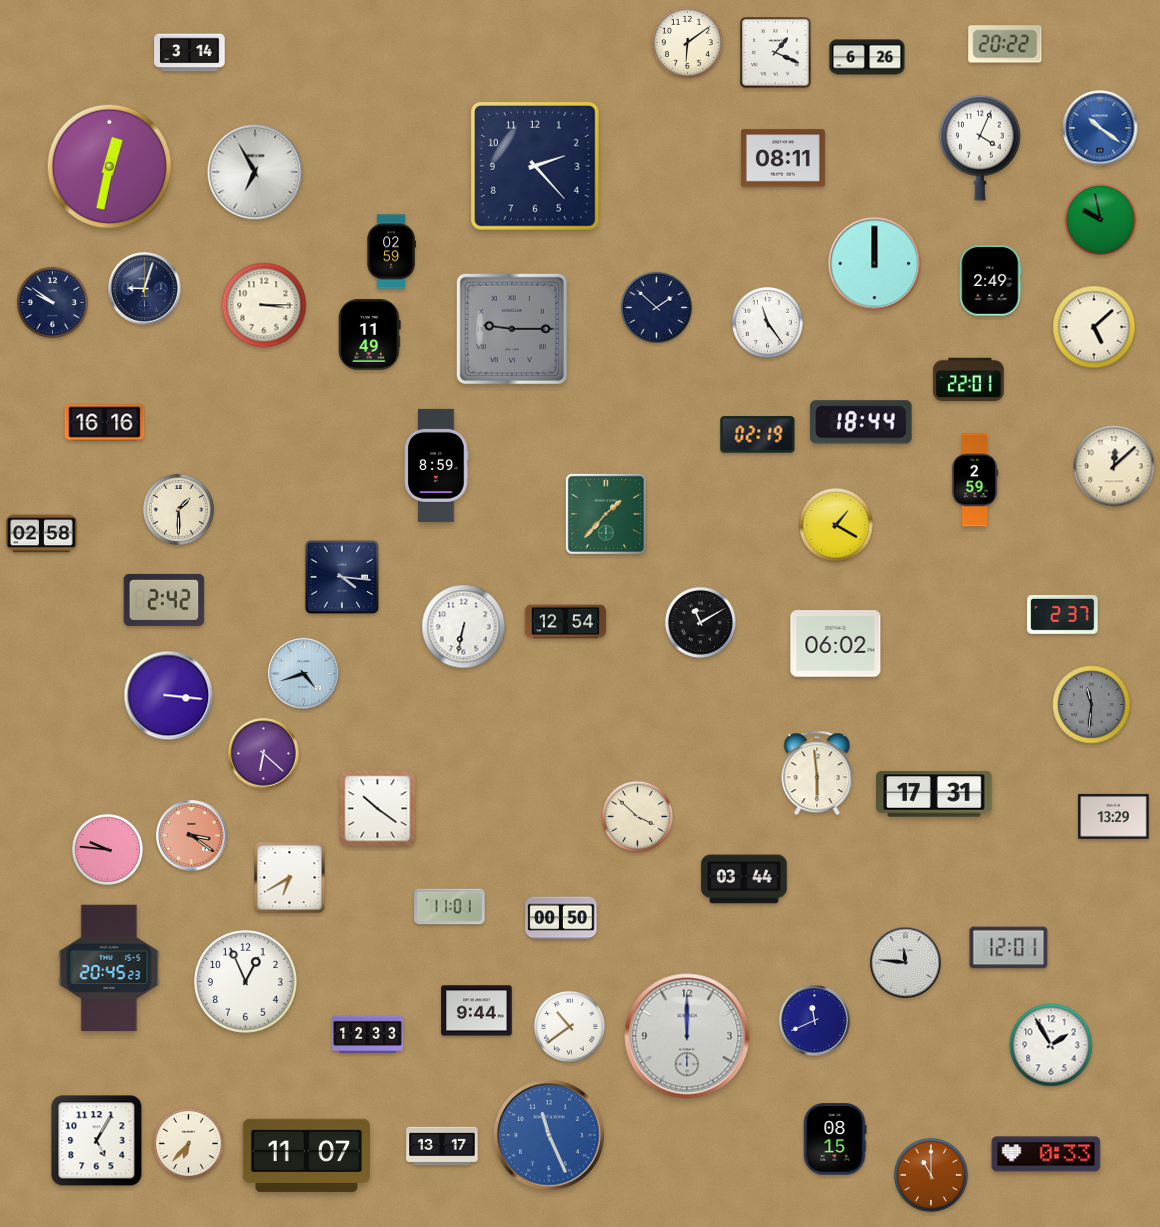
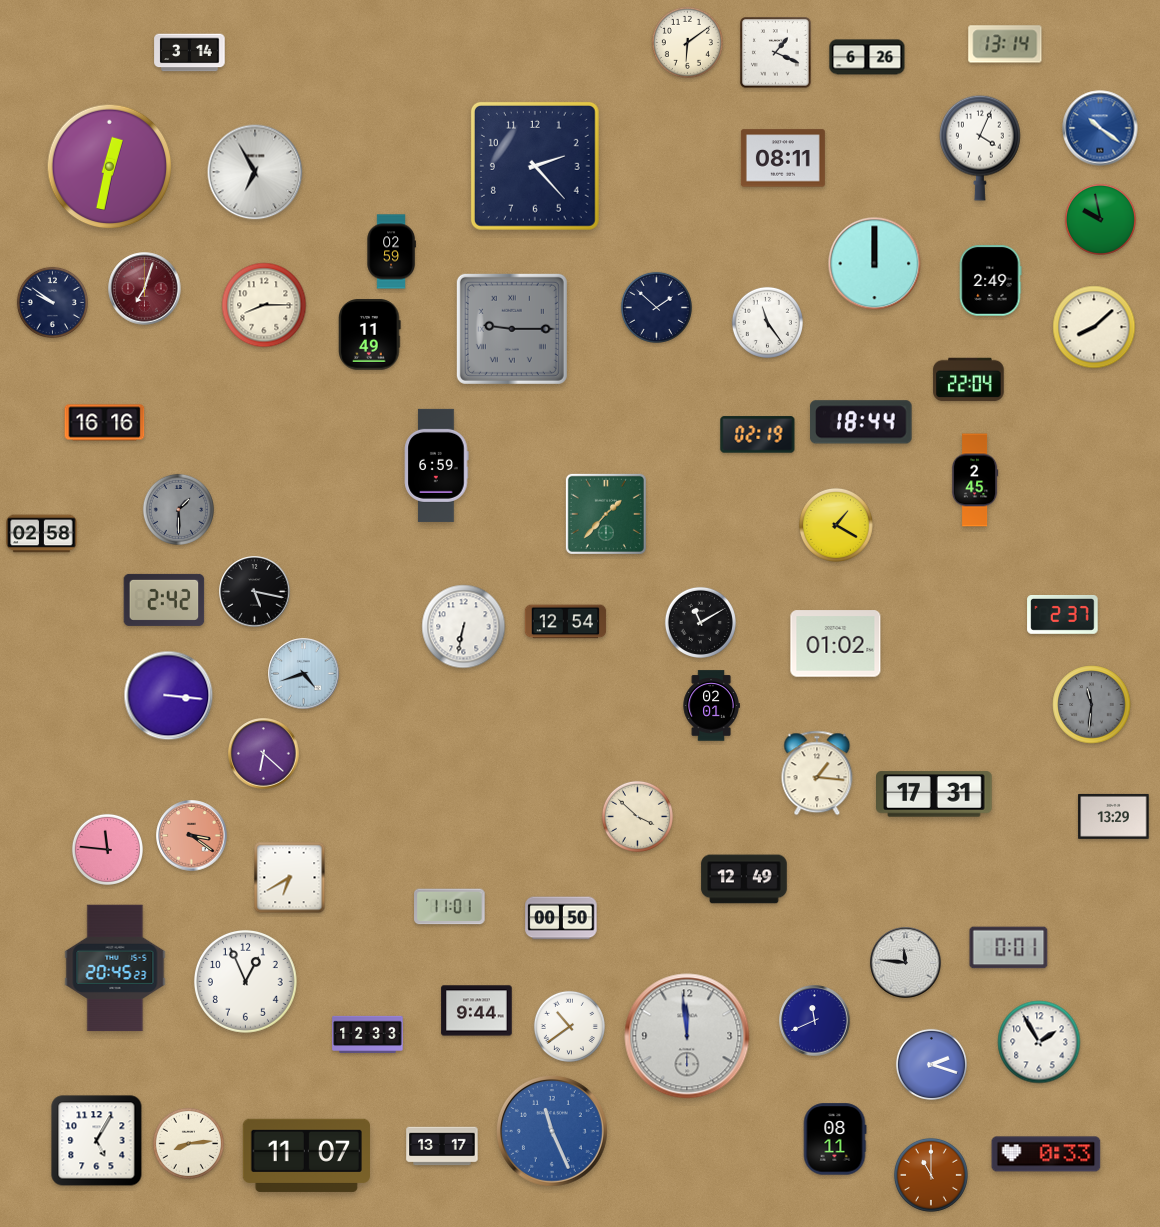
clock at (1005, 44): 20:22 -> 13:14
clock at (145, 289): 9:03 -> 7:03
clock at (145, 289) dial: navy -> burgundy
clock at (264, 305): 3:15 -> 8:15
clock at (1094, 327): 5:08 -> 8:08
clock at (969, 380): 22:01 -> 22:04
clock at (437, 465): 8:59 -> 6:59
clock at (1114, 466): 12:08 -> none
clock at (975, 480): 2:59 -> 2:45
clock at (178, 509) dial: cream -> grey
clock at (342, 577): 4:16 -> none
clock at (255, 592): none -> 5:17
clock at (836, 644): 06:02 -> 01:02
clock at (711, 706): none -> 02:01
clock at (817, 773): 5:59 -> 1:16
clock at (378, 809): 10:21 -> none
clock at (107, 849): 9:46 -> 11:46
clock at (744, 879): 03:44 -> 12:49
clock at (1009, 948): 12:01 -> 0:01
clock at (109, 968) position: (109, 968) -> (115, 968)
clock at (687, 1036): 12:00 -> 11:59
clock at (1051, 1045) position: (1051, 1045) -> (1039, 1042)
clock at (931, 1064): none -> 2:18
clock at (550, 1136) position: (550, 1136) -> (553, 1132)
clock at (835, 1139): 08:15 -> 08:11
clock at (188, 1143): 6:37 -> 8:14
